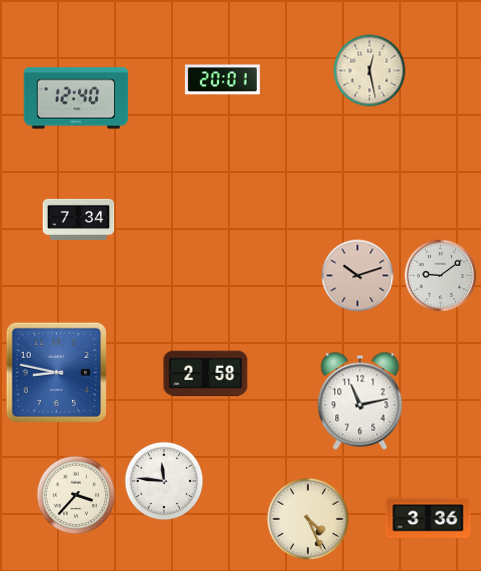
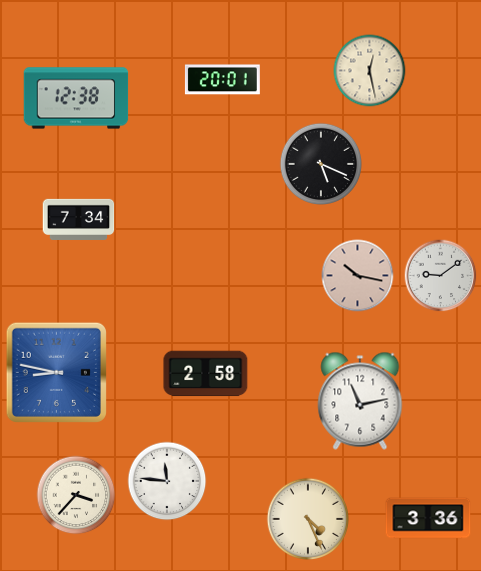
clock at (76, 98): 12:40 -> 12:38
clock at (320, 163): none -> 5:19
clock at (358, 276): 10:12 -> 10:17
clock at (164, 481) position: (164, 481) -> (167, 481)
